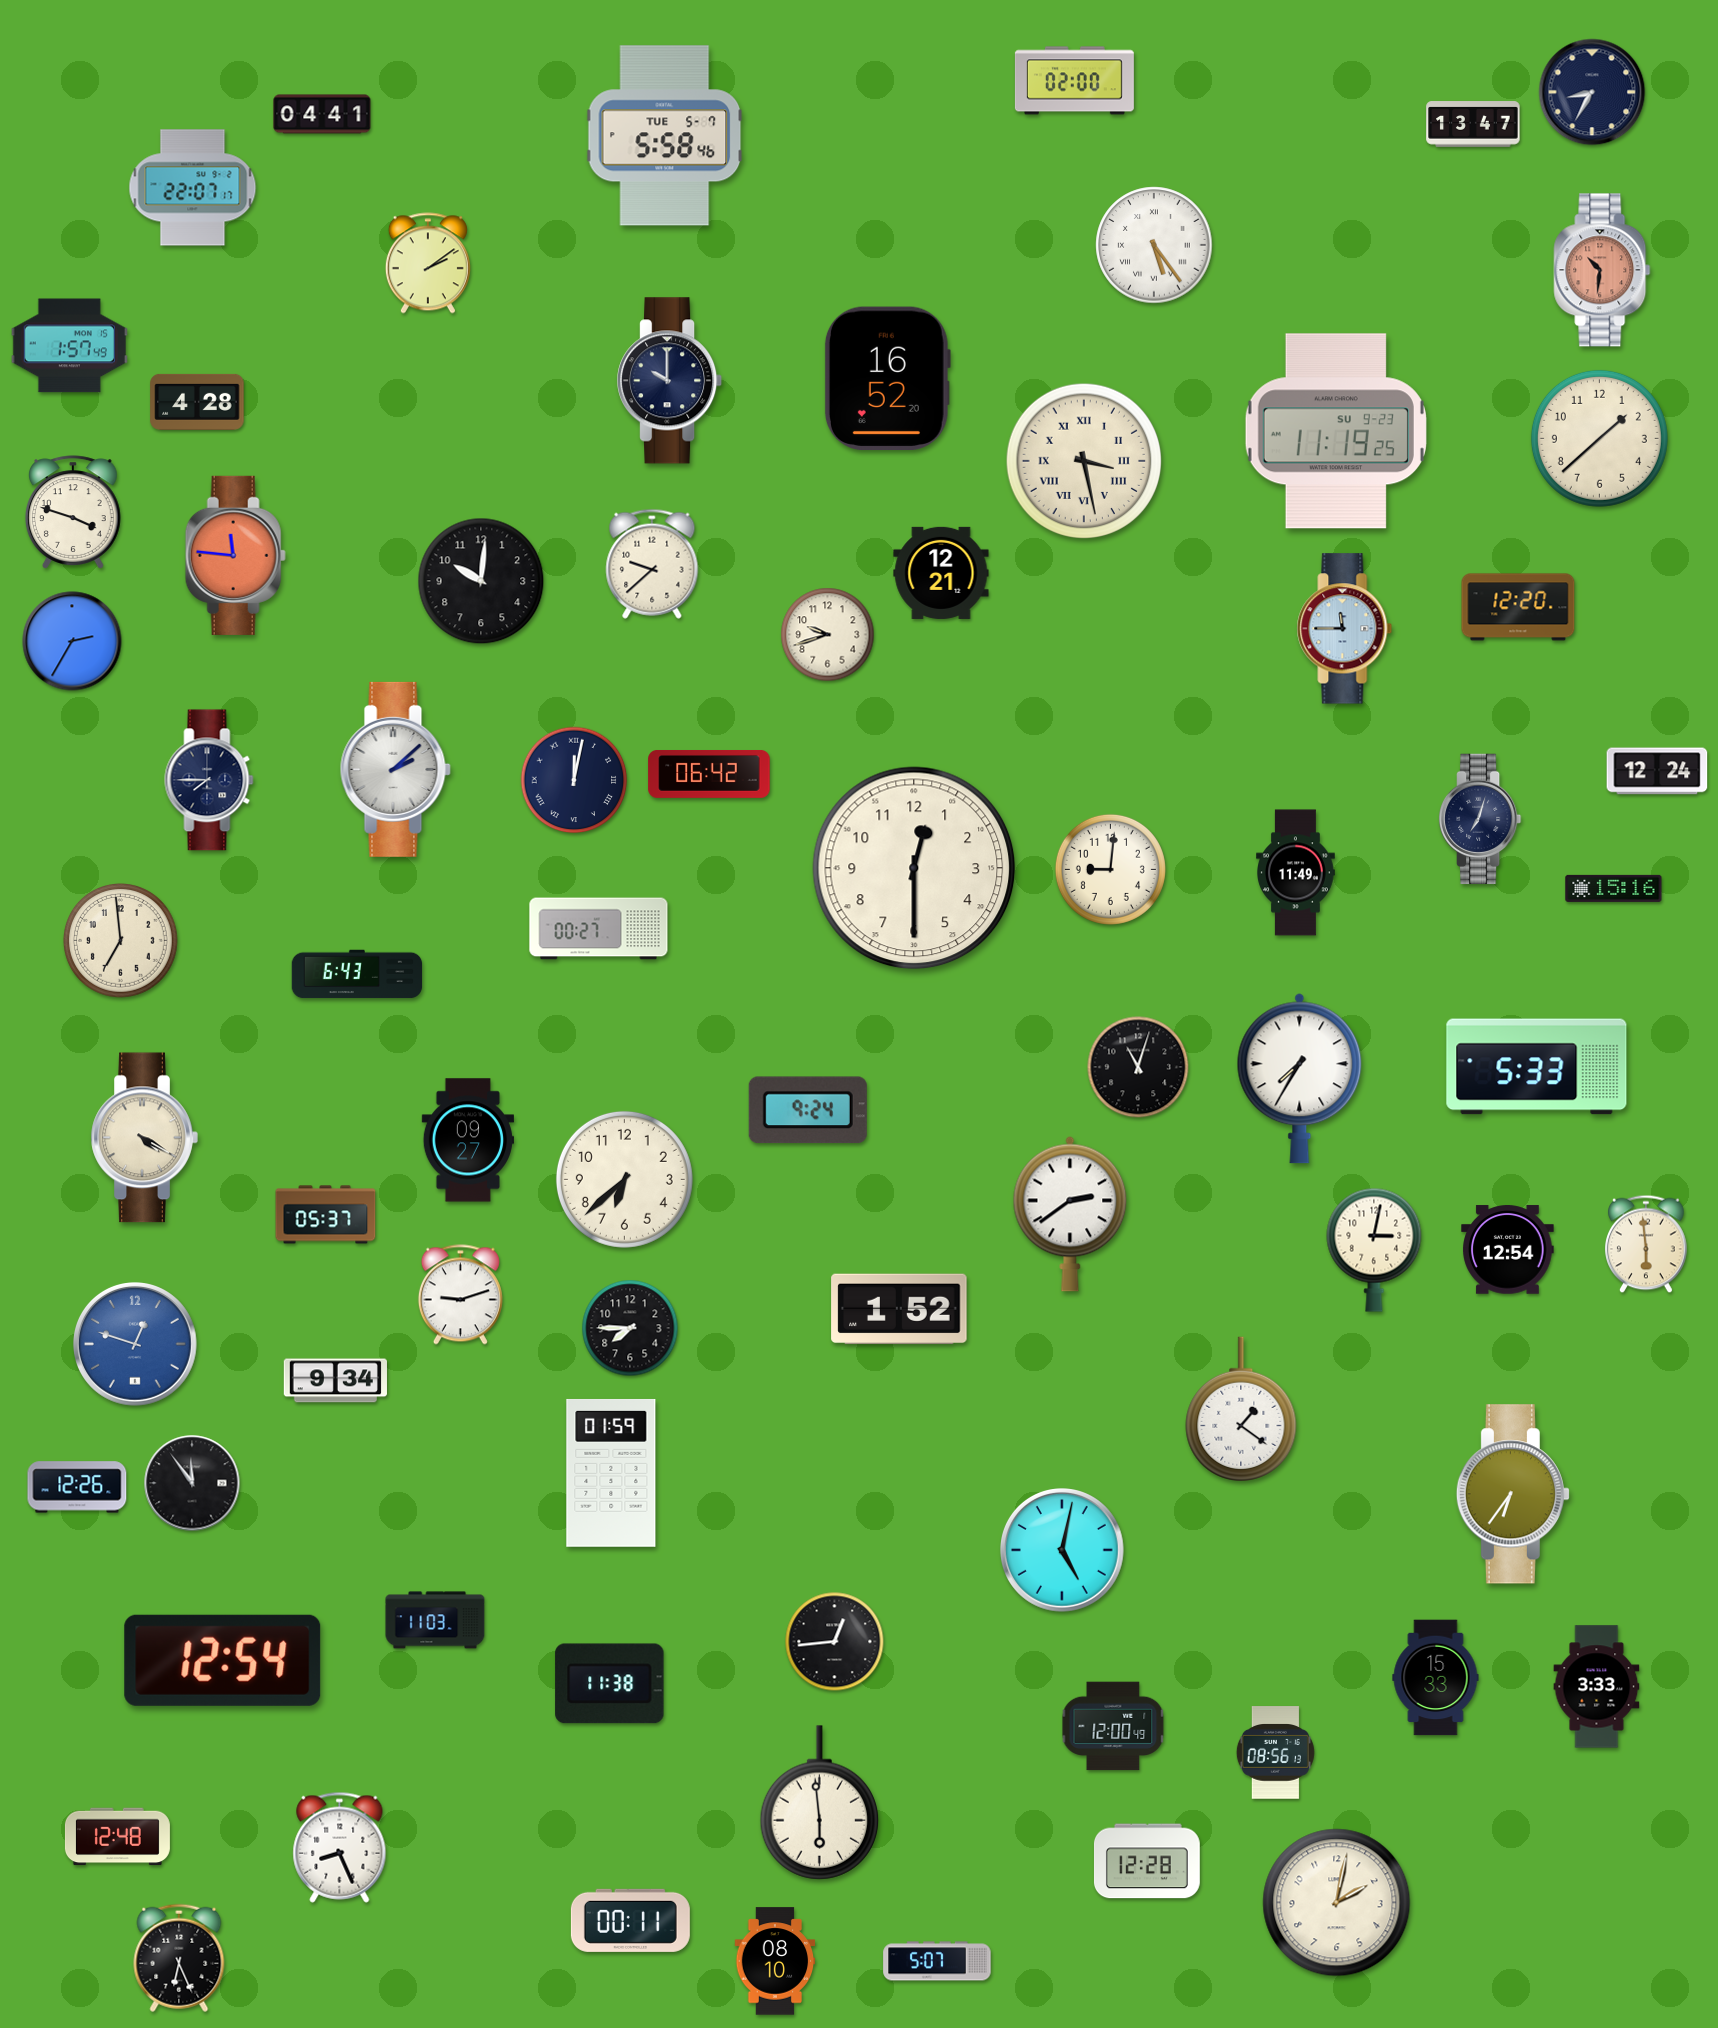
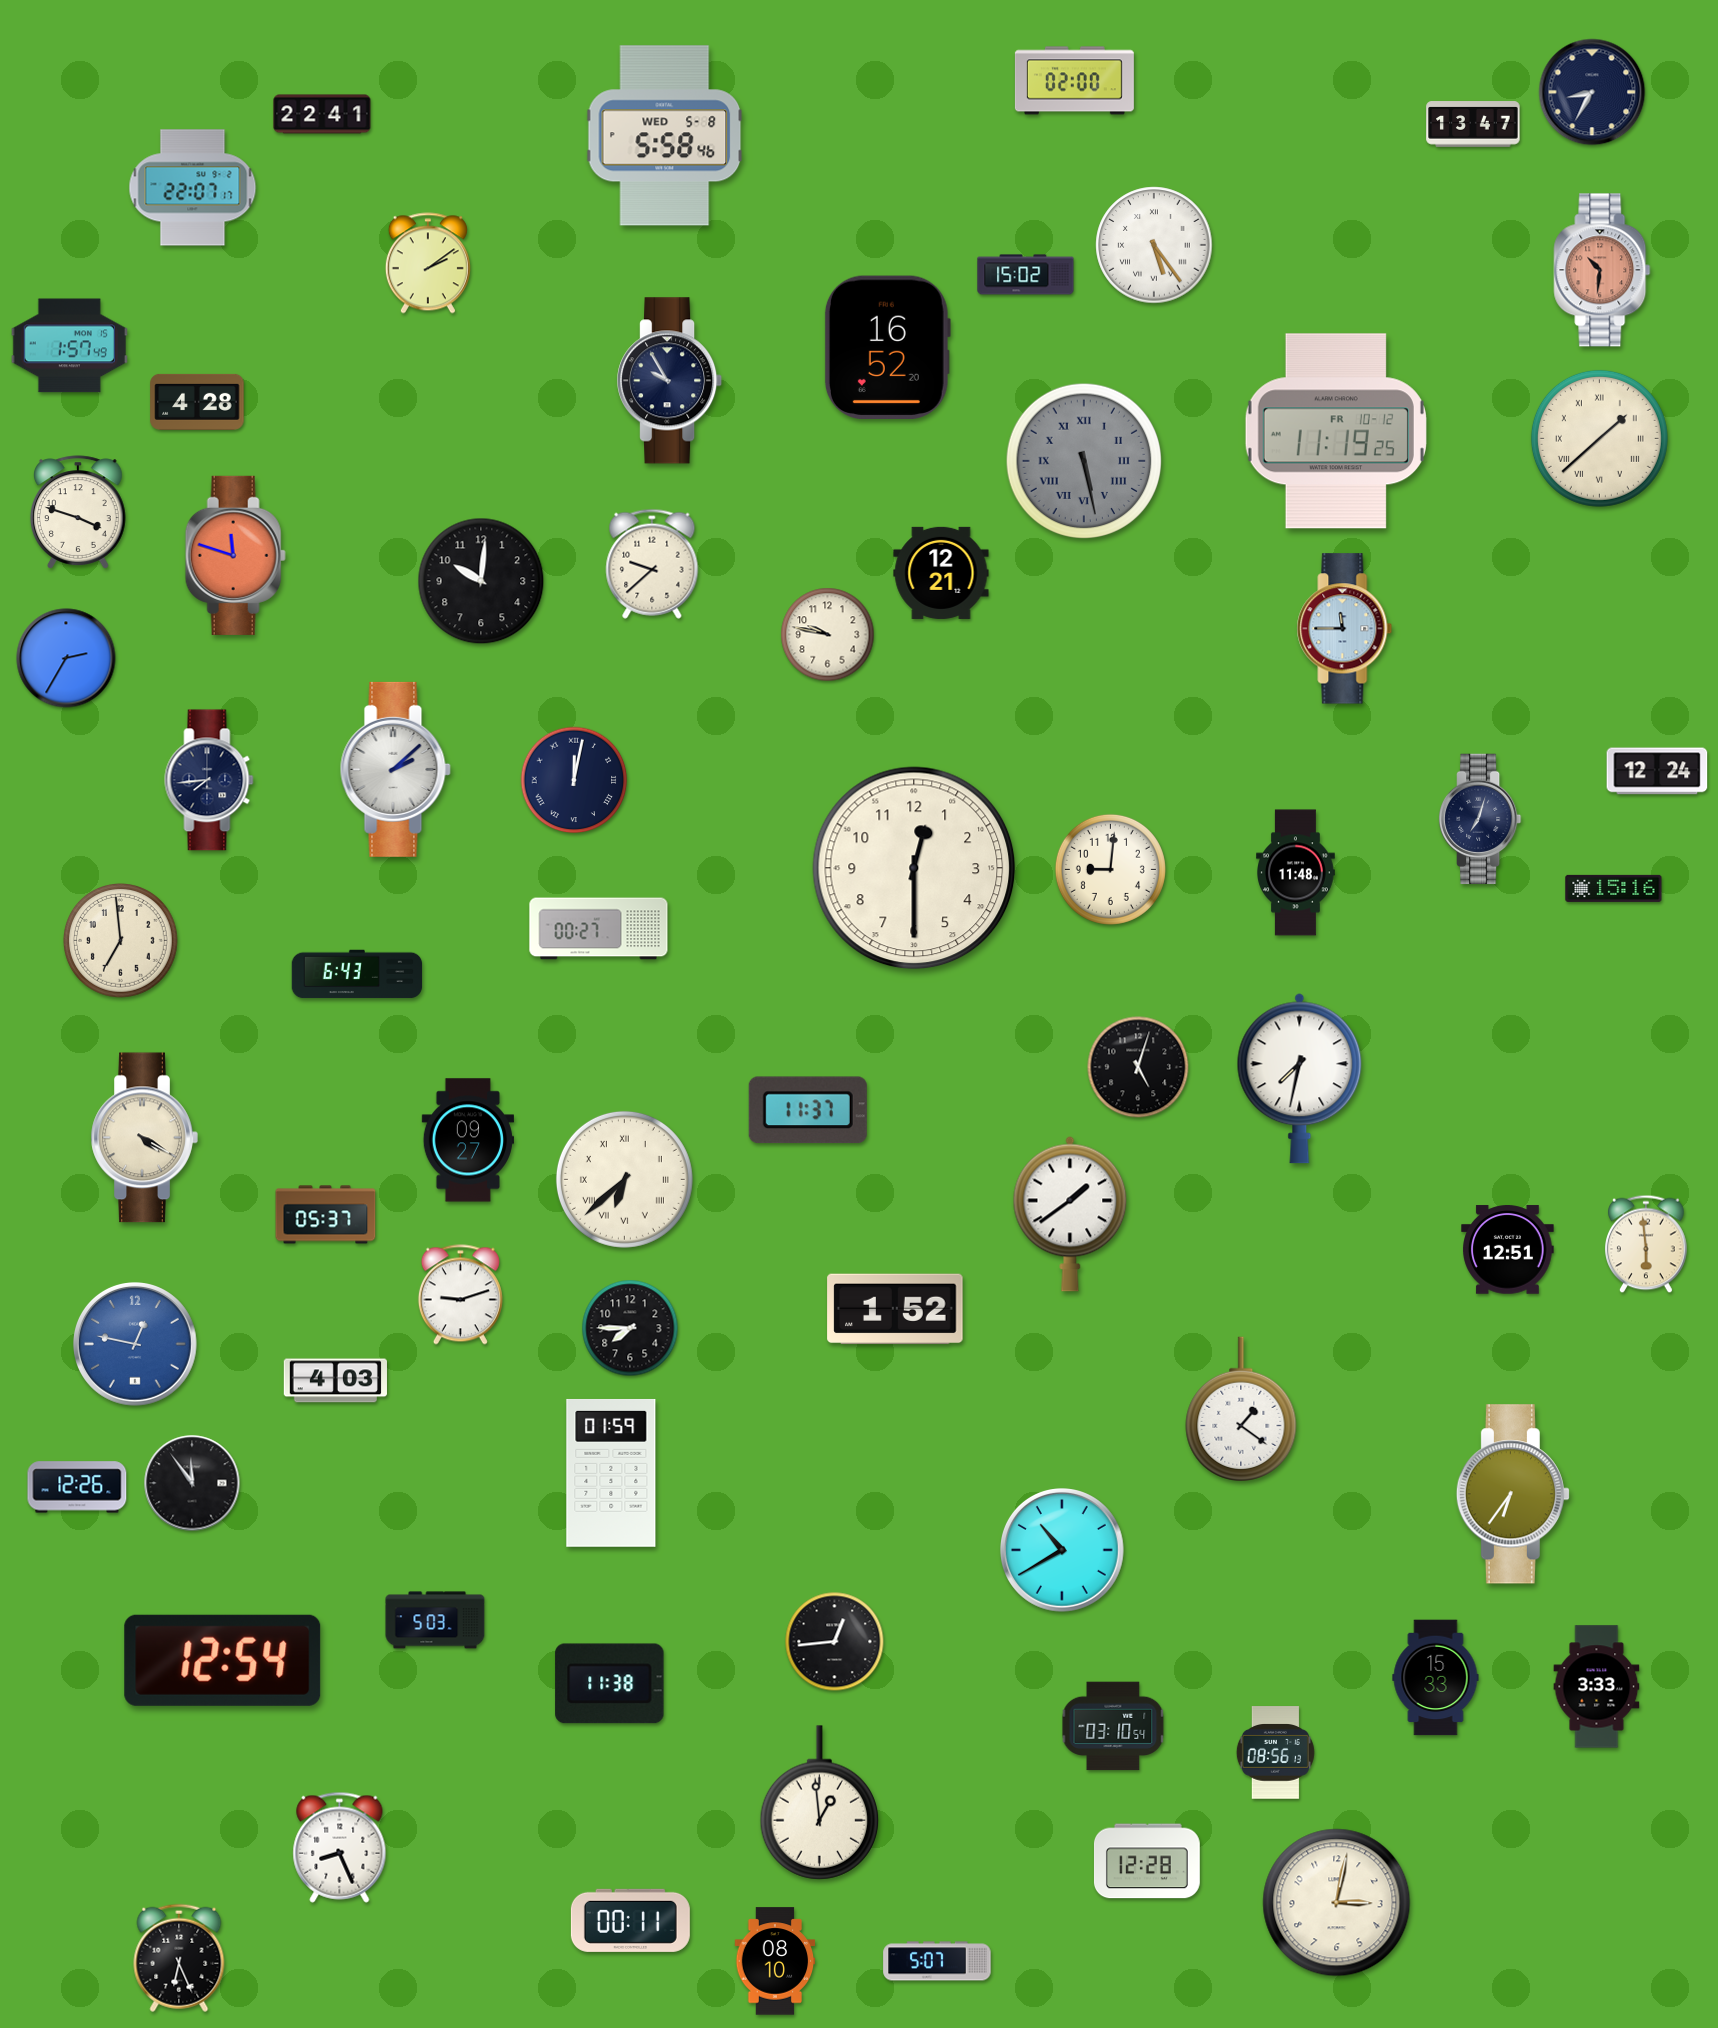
clock at (322, 114): 04:41 -> 22:41
clock at (665, 136) date: TUE 5-7 -> WED 5-8
clock at (1026, 275): none -> 15:02
clock at (887, 378) position: (887, 378) -> (887, 347)
clock at (670, 381): 10:00 -> 9:55
clock at (1336, 431) date: SU 9-23 -> FR 10-12
clock at (1599, 438) numerals: Arabic -> Roman
clock at (1084, 461): 3:28 -> 5:28
clock at (1084, 461) dial: cream -> grey
clock at (73, 512) position: (73, 512) -> (78, 512)
clock at (235, 555): 11:46 -> 11:48
clock at (1518, 607): 12:20 -> none
clock at (828, 635): 9:42 -> 9:47
clock at (72, 641) position: (72, 641) -> (66, 658)
clock at (709, 775): 06:42 -> none
clock at (209, 780): 7:45 -> 7:44
clock at (1296, 873): 11:49 -> 11:48
clock at (1138, 1067): 11:03 -> 5:03
clock at (1537, 1067): 5:33 -> none
clock at (1300, 1079): 7:35 -> 7:32
clock at (808, 1110): 9:24 -> 11:37
clock at (624, 1179) numerals: Arabic -> Roman
clock at (1070, 1214): 2:39 -> 1:39
clock at (1374, 1250): 3:02 -> none
clock at (1508, 1250): 12:54 -> 12:51
clock at (899, 1309) position: (899, 1309) -> (895, 1309)
clock at (136, 1345): 12:48 -> 12:47
clock at (335, 1381): 9:34 -> 4:03
clock at (1063, 1551): 5:02 -> 10:40
clock at (435, 1620): 11:03 -> 5:03
clock at (1113, 1726): 12:00 -> 03:10
clock at (820, 1803): 5:59 -> 12:59
clock at (117, 1837): 12:48 -> none
clock at (1337, 1903): 2:02 -> 3:02
